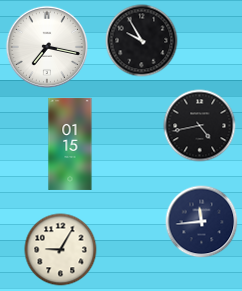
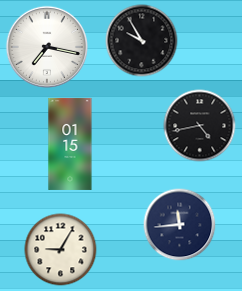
clock at (202, 222) position: (202, 222) -> (180, 225)
